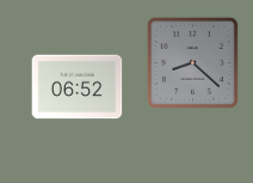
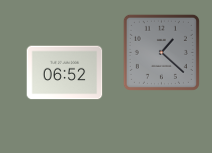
clock at (192, 62): 8:22 -> 1:22
